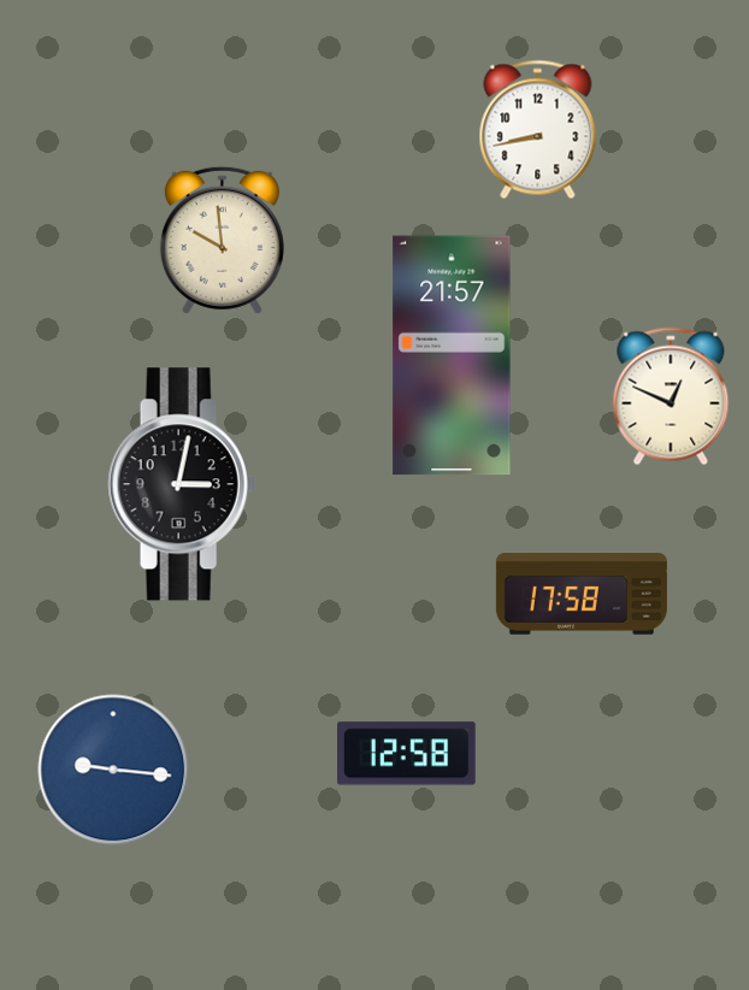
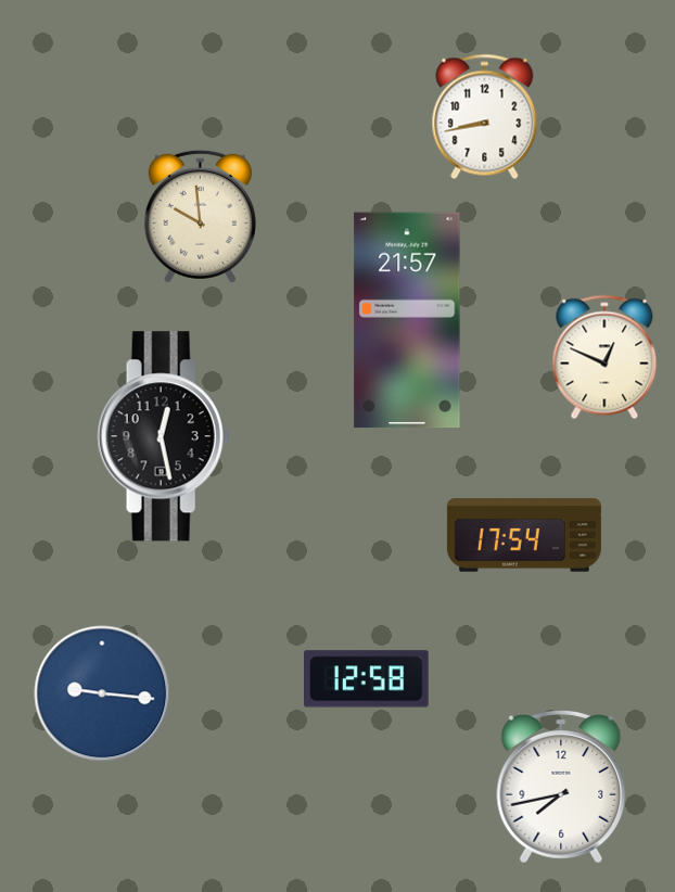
clock at (182, 484): 3:02 -> 12:28
clock at (582, 594): 17:58 -> 17:54
clock at (561, 787): none -> 7:43
